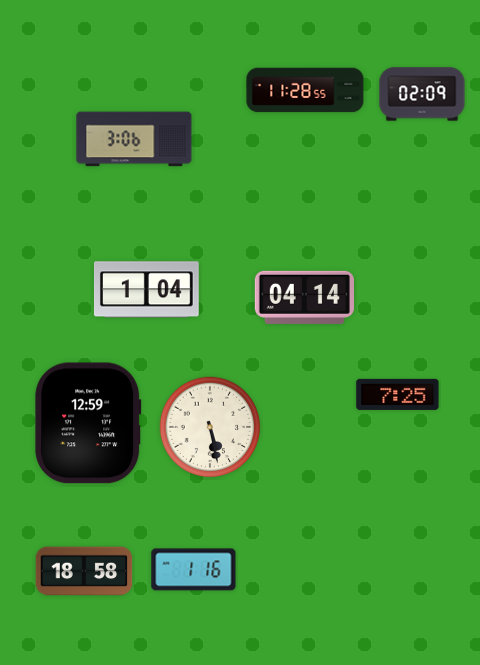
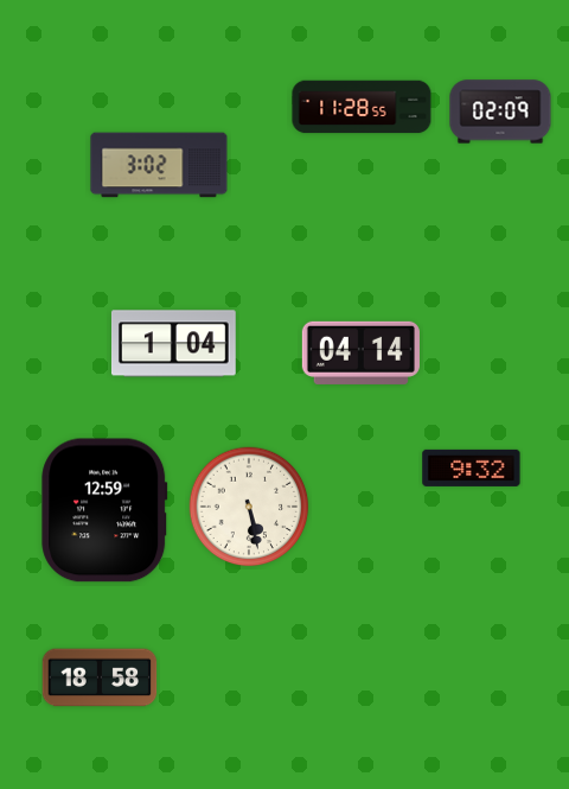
clock at (134, 139): 3:06 -> 3:02
clock at (398, 394): 7:25 -> 9:32
clock at (88, 423) position: (88, 423) -> (104, 510)
clock at (194, 570): 1:16 -> none
